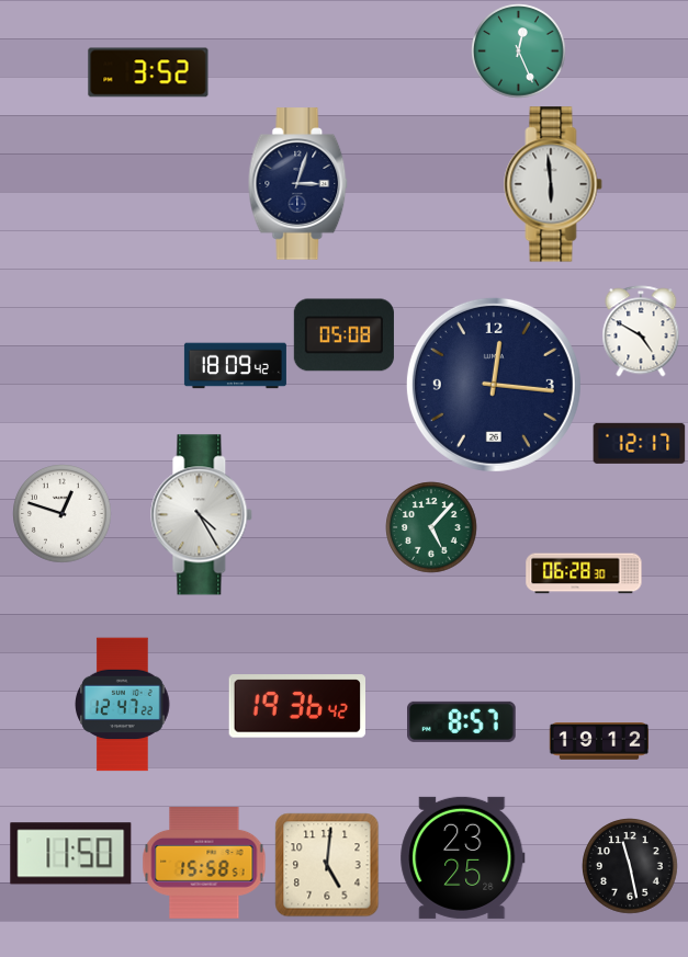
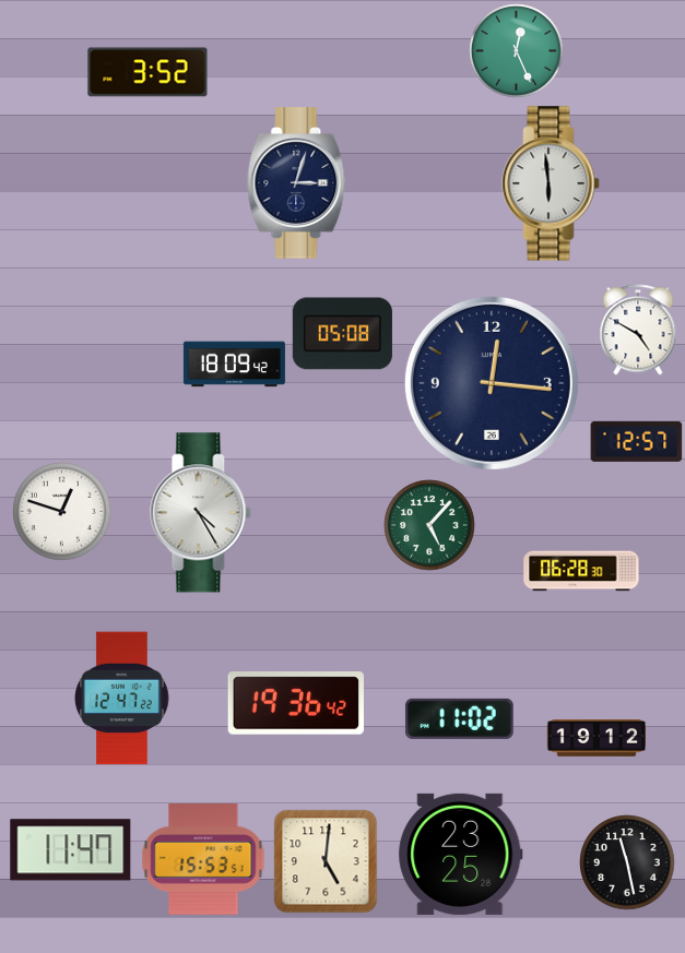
clock at (640, 443): 12:17 -> 12:57
clock at (123, 705) position: (123, 705) -> (122, 699)
clock at (462, 721): 8:57 -> 11:02
clock at (71, 854): 11:50 -> 11:47
clock at (204, 864): 15:58 -> 15:53
